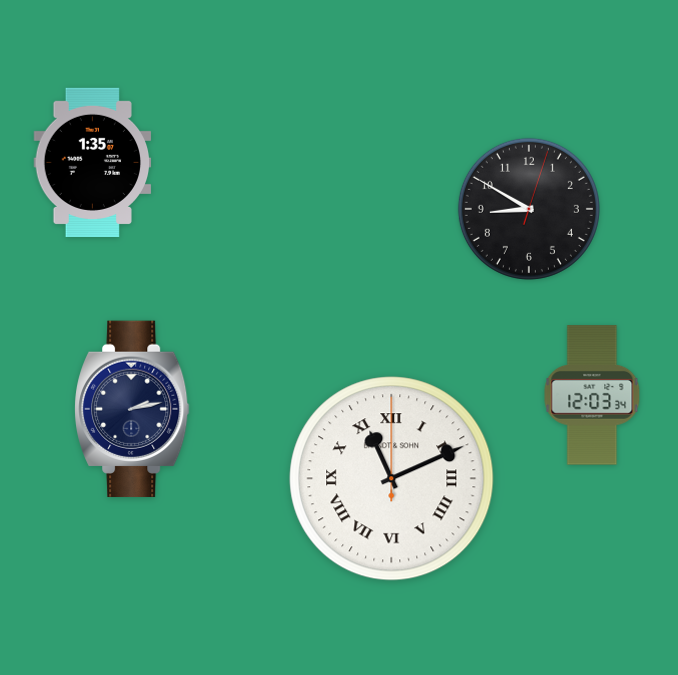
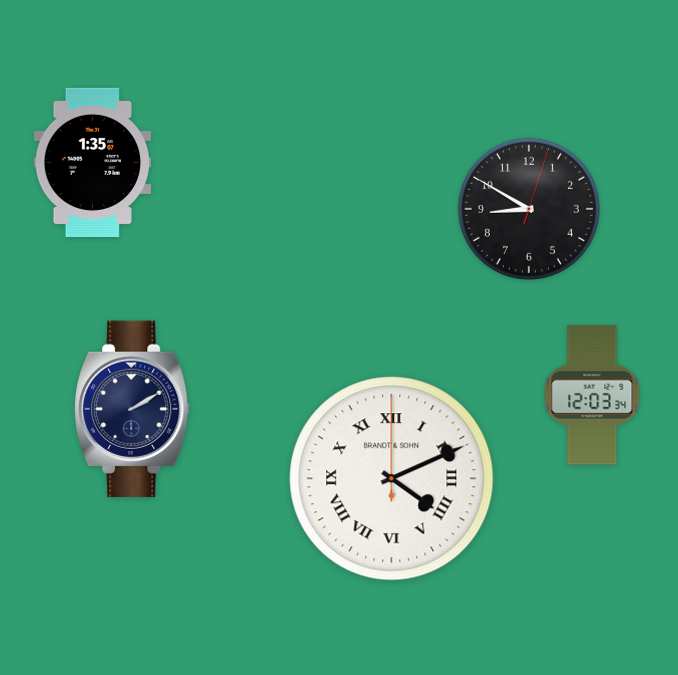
clock at (133, 409): 2:13 -> 2:10
clock at (392, 479): 11:11 -> 4:11
